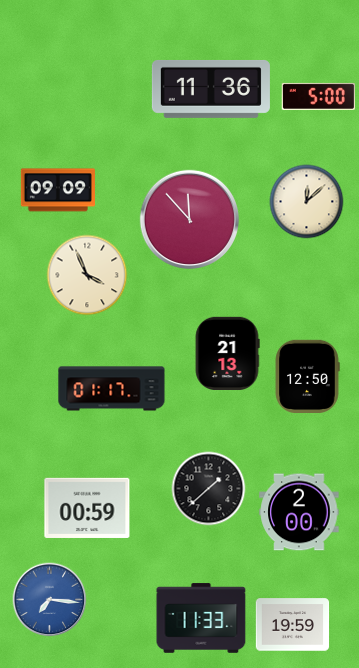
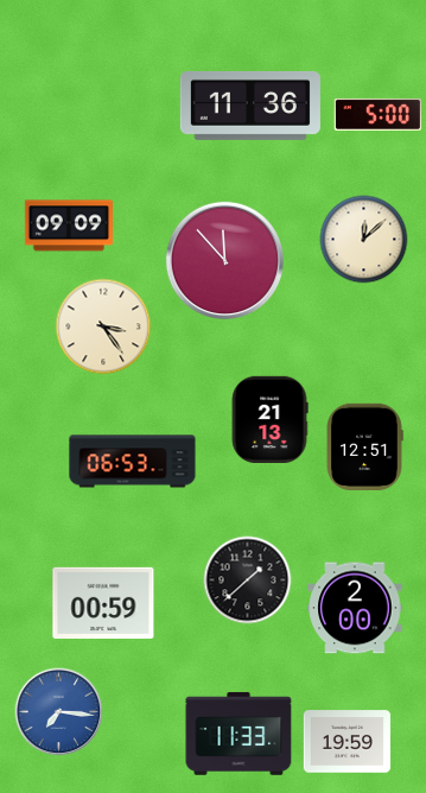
clock at (87, 275): 3:56 -> 3:24
clock at (307, 376): 12:50 -> 12:51
clock at (112, 389): 01:17 -> 06:53
